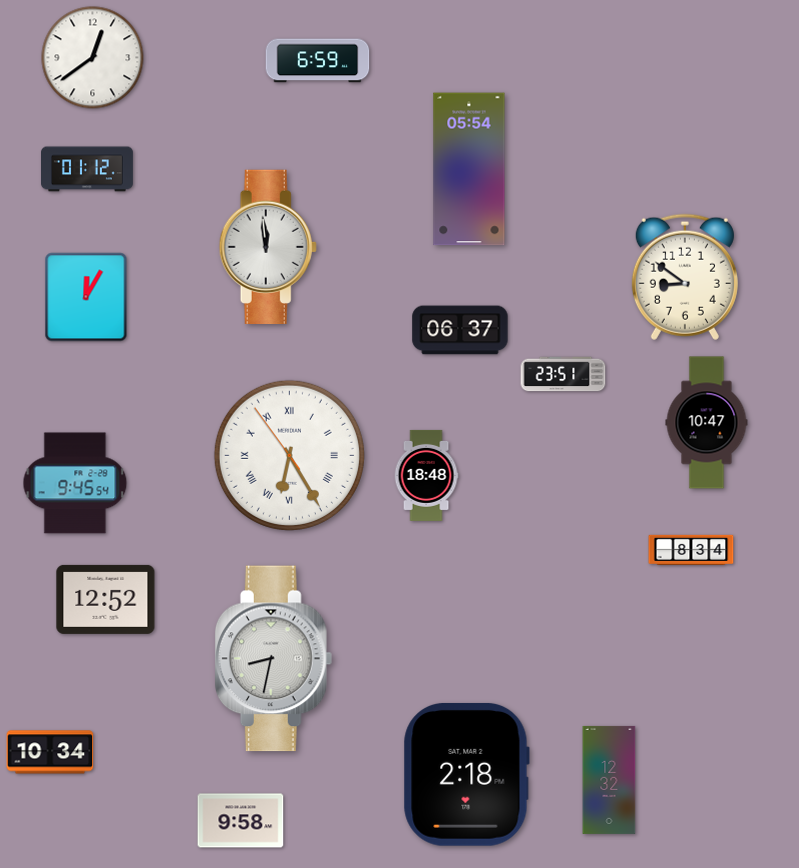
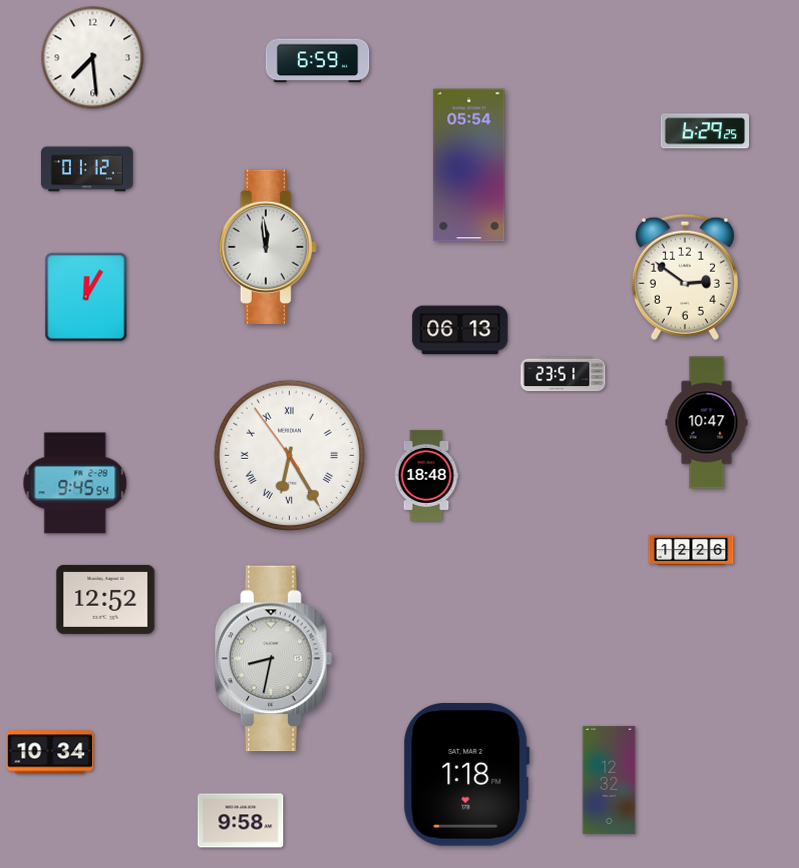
clock at (93, 58): 12:39 -> 7:29
clock at (705, 131): none -> 6:29
clock at (469, 169) position: (469, 169) -> (469, 165)
clock at (685, 277): 8:51 -> 2:51
clock at (460, 330): 06:37 -> 06:13
clock at (691, 549): 8:34 -> 12:26
clock at (466, 774): 2:18 -> 1:18
